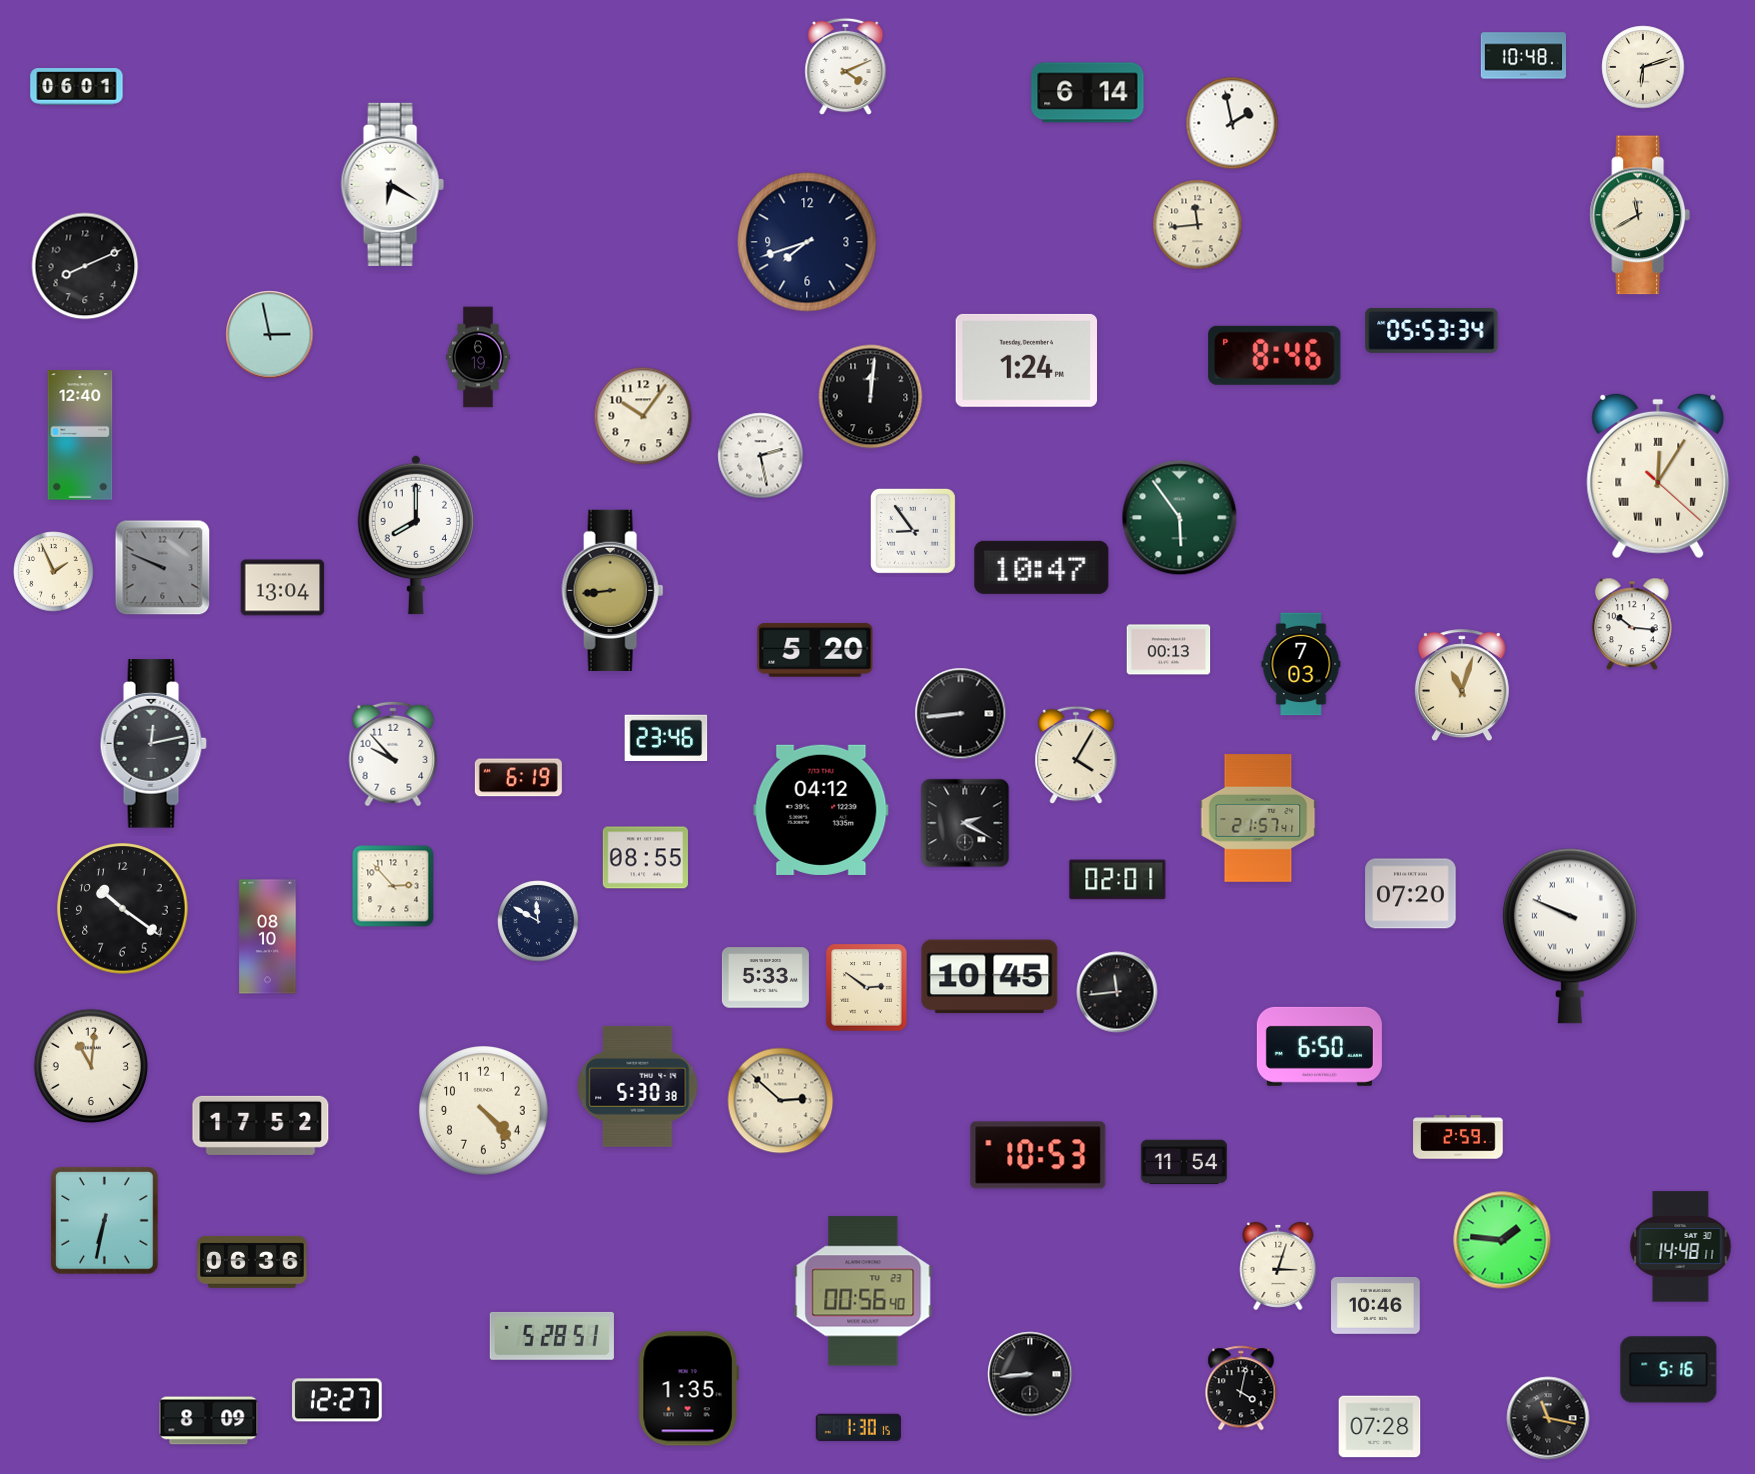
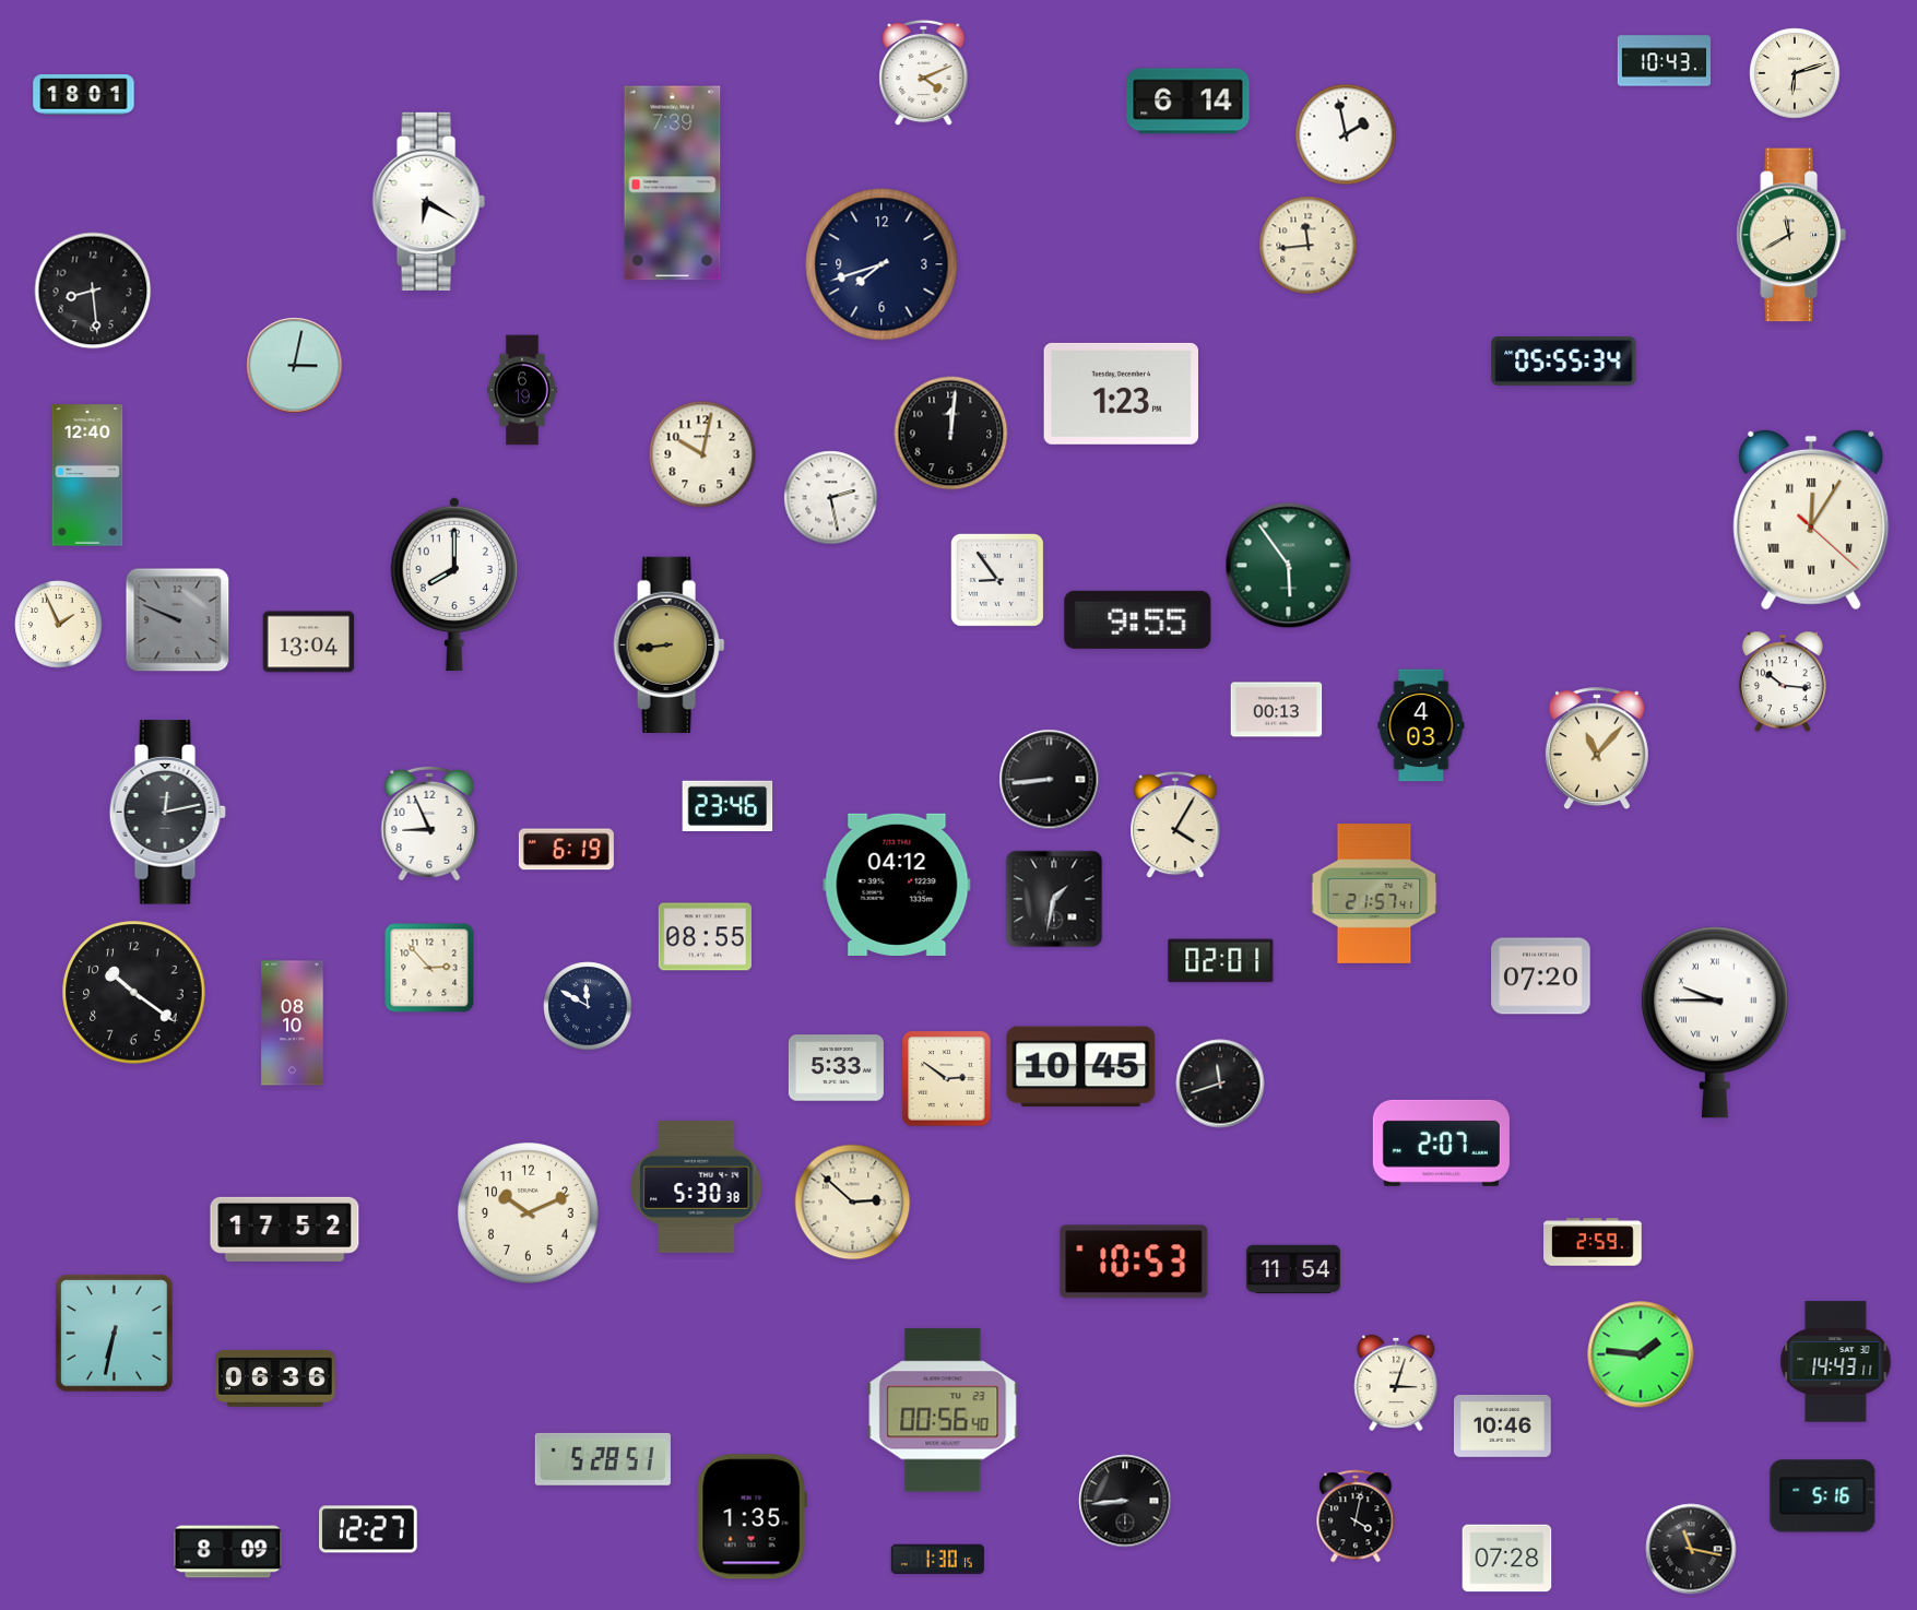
clock at (1523, 56): 10:48 -> 10:43
clock at (77, 87): 06:01 -> 18:01
clock at (673, 184): none -> 7:39
clock at (85, 266): 8:11 -> 8:29
clock at (1432, 330): 05:53 -> 05:55
clock at (270, 335): 2:58 -> 3:02
clock at (1275, 355): 8:46 -> none
clock at (1026, 360): 1:24 -> 1:23
clock at (643, 416): 10:06 -> 10:02
clock at (1042, 567): 10:47 -> 9:55
clock at (815, 650): 5:20 -> none
clock at (1301, 664): 7:03 -> 4:03
clock at (1462, 686): 11:03 -> 11:07
clock at (393, 754): 9:53 -> 8:56
clock at (965, 823): 2:20 -> 1:32
clock at (1570, 936): 9:49 -> 9:45
clock at (1117, 992): 11:44 -> 11:42
clock at (1319, 1046): 6:50 -> 2:07
clock at (91, 1066): 11:01 -> none
clock at (484, 1111): 4:23 -> 10:11
clock at (1681, 1247): 14:48 -> 14:43
